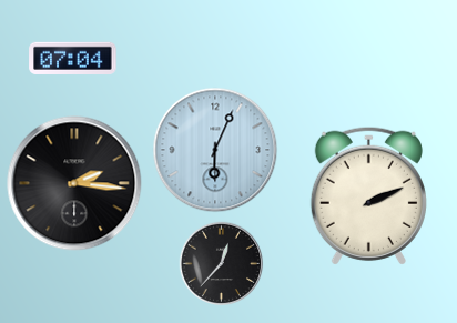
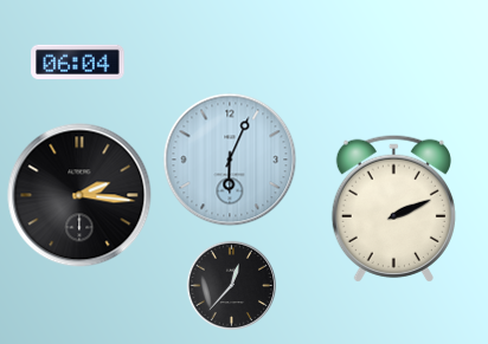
clock at (73, 58): 07:04 -> 06:04
clock at (222, 264) position: (222, 264) -> (232, 286)
